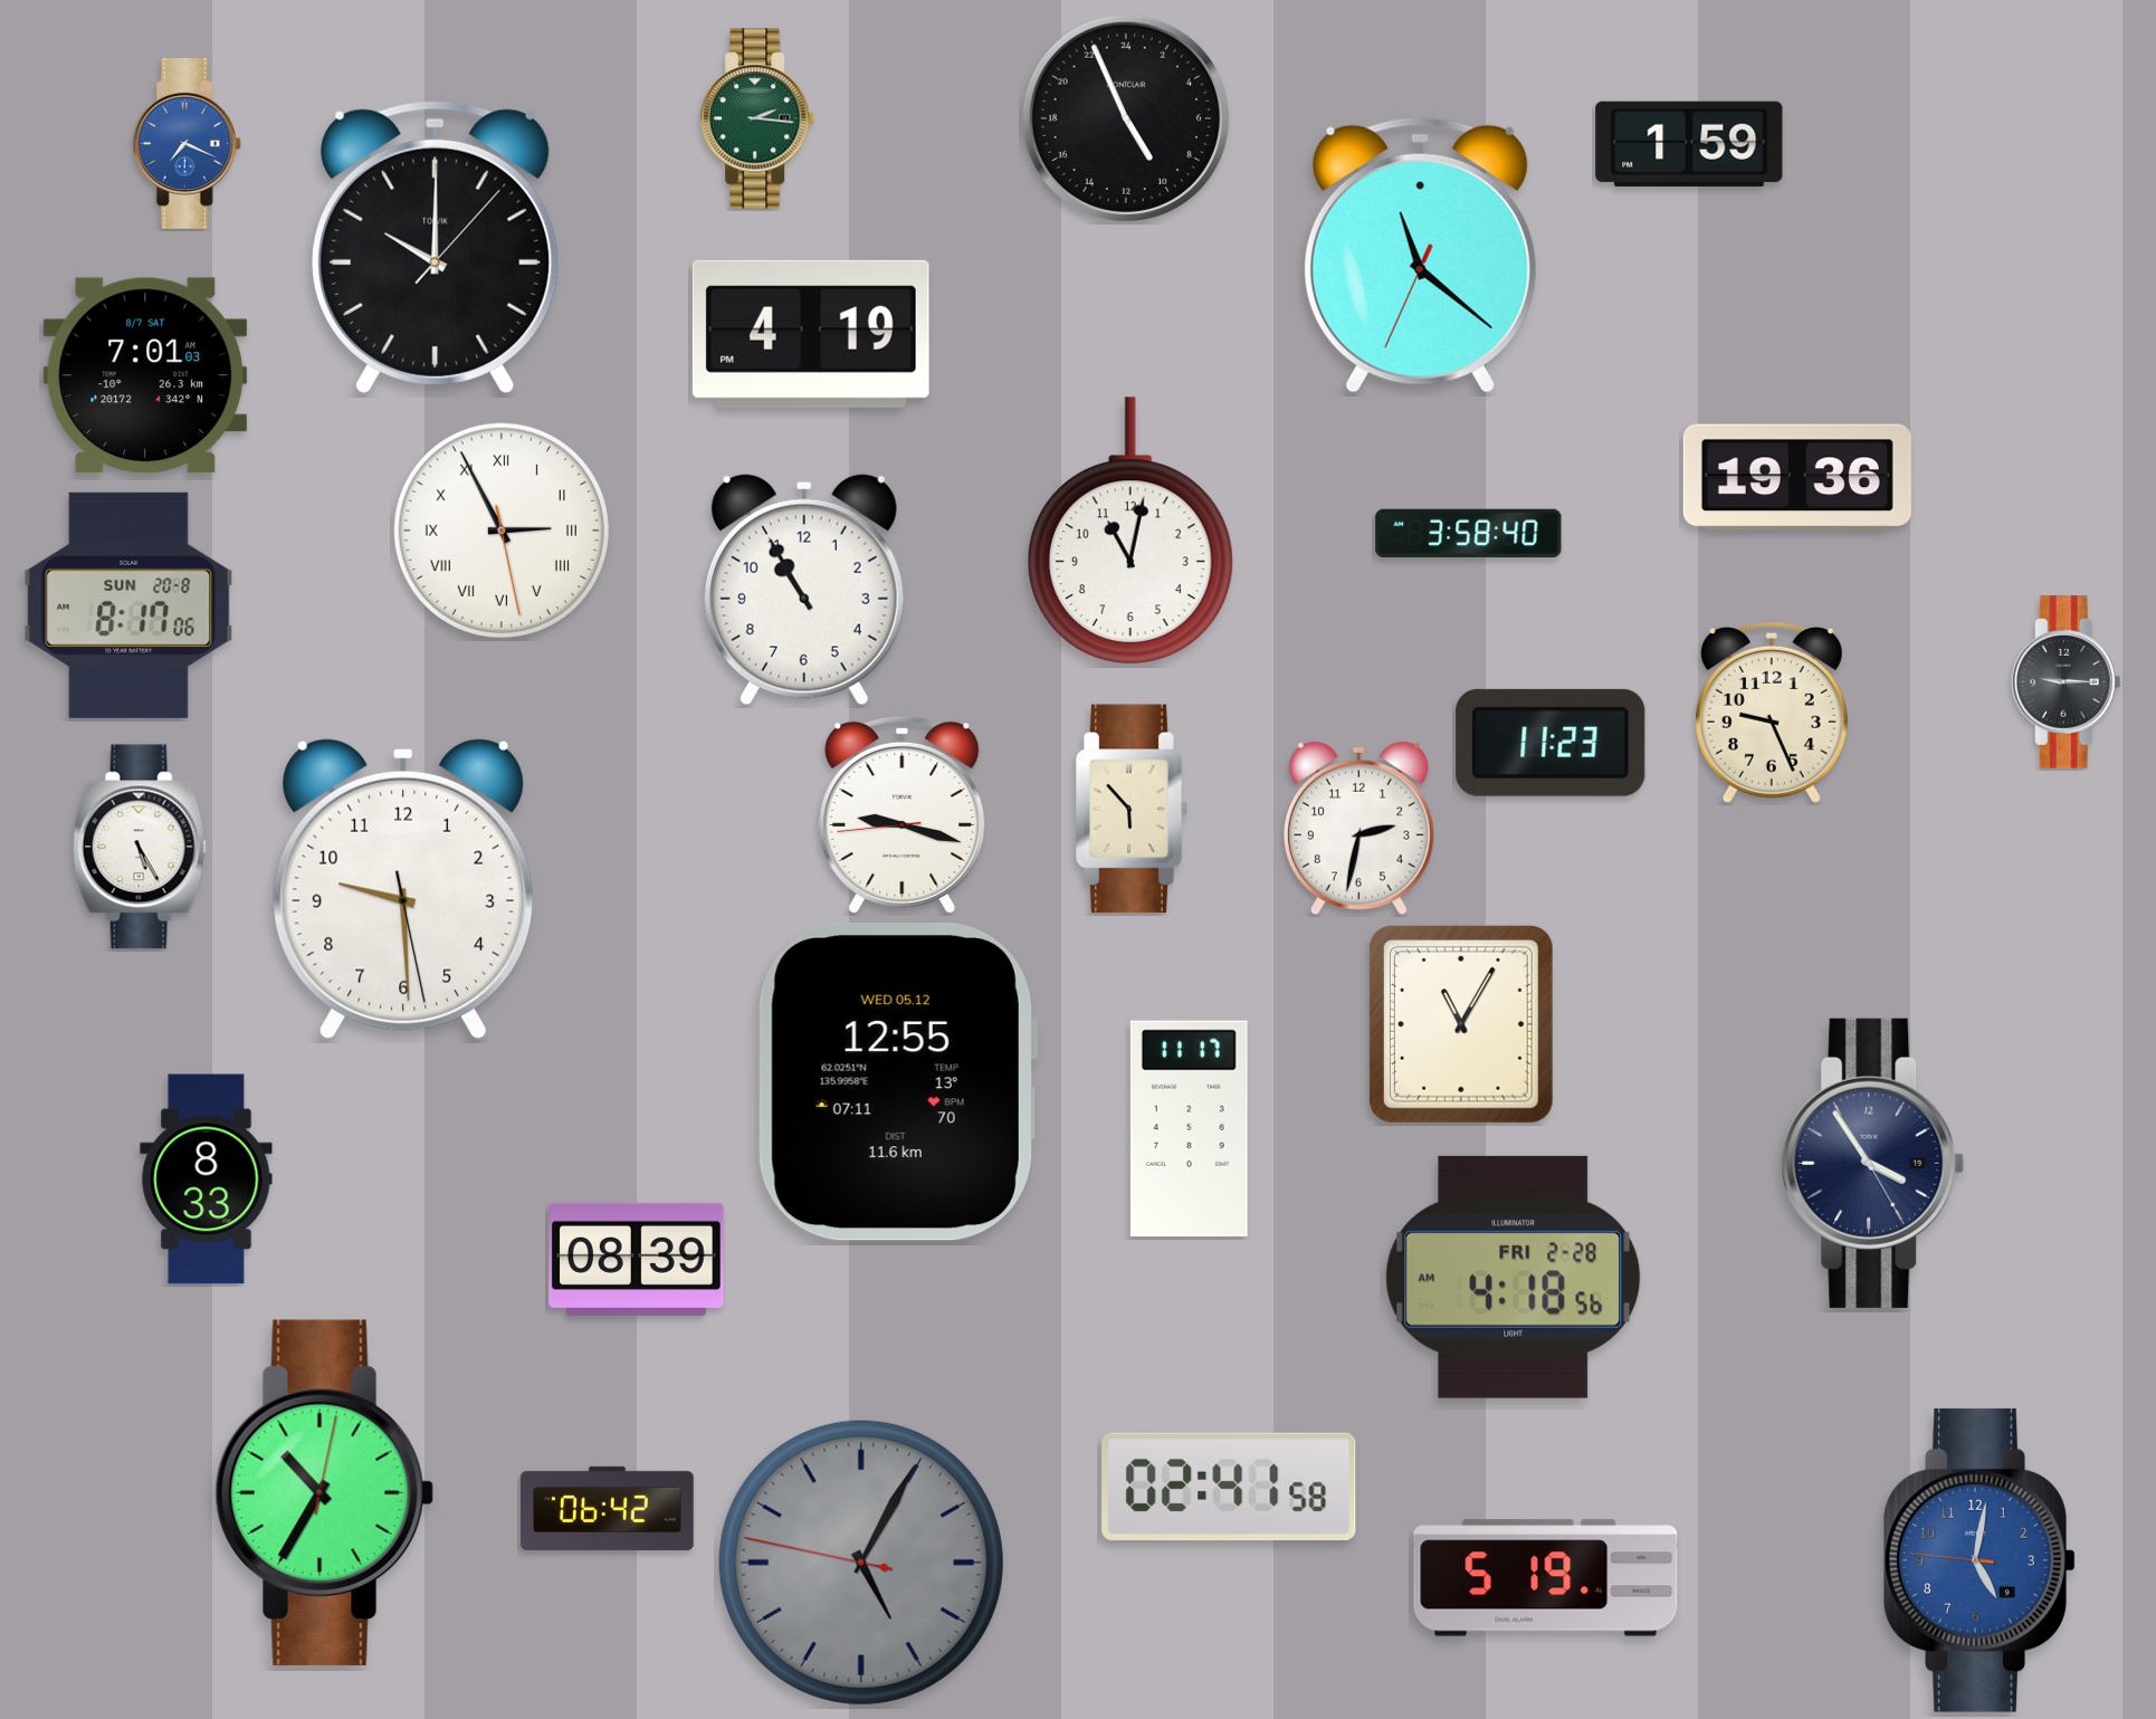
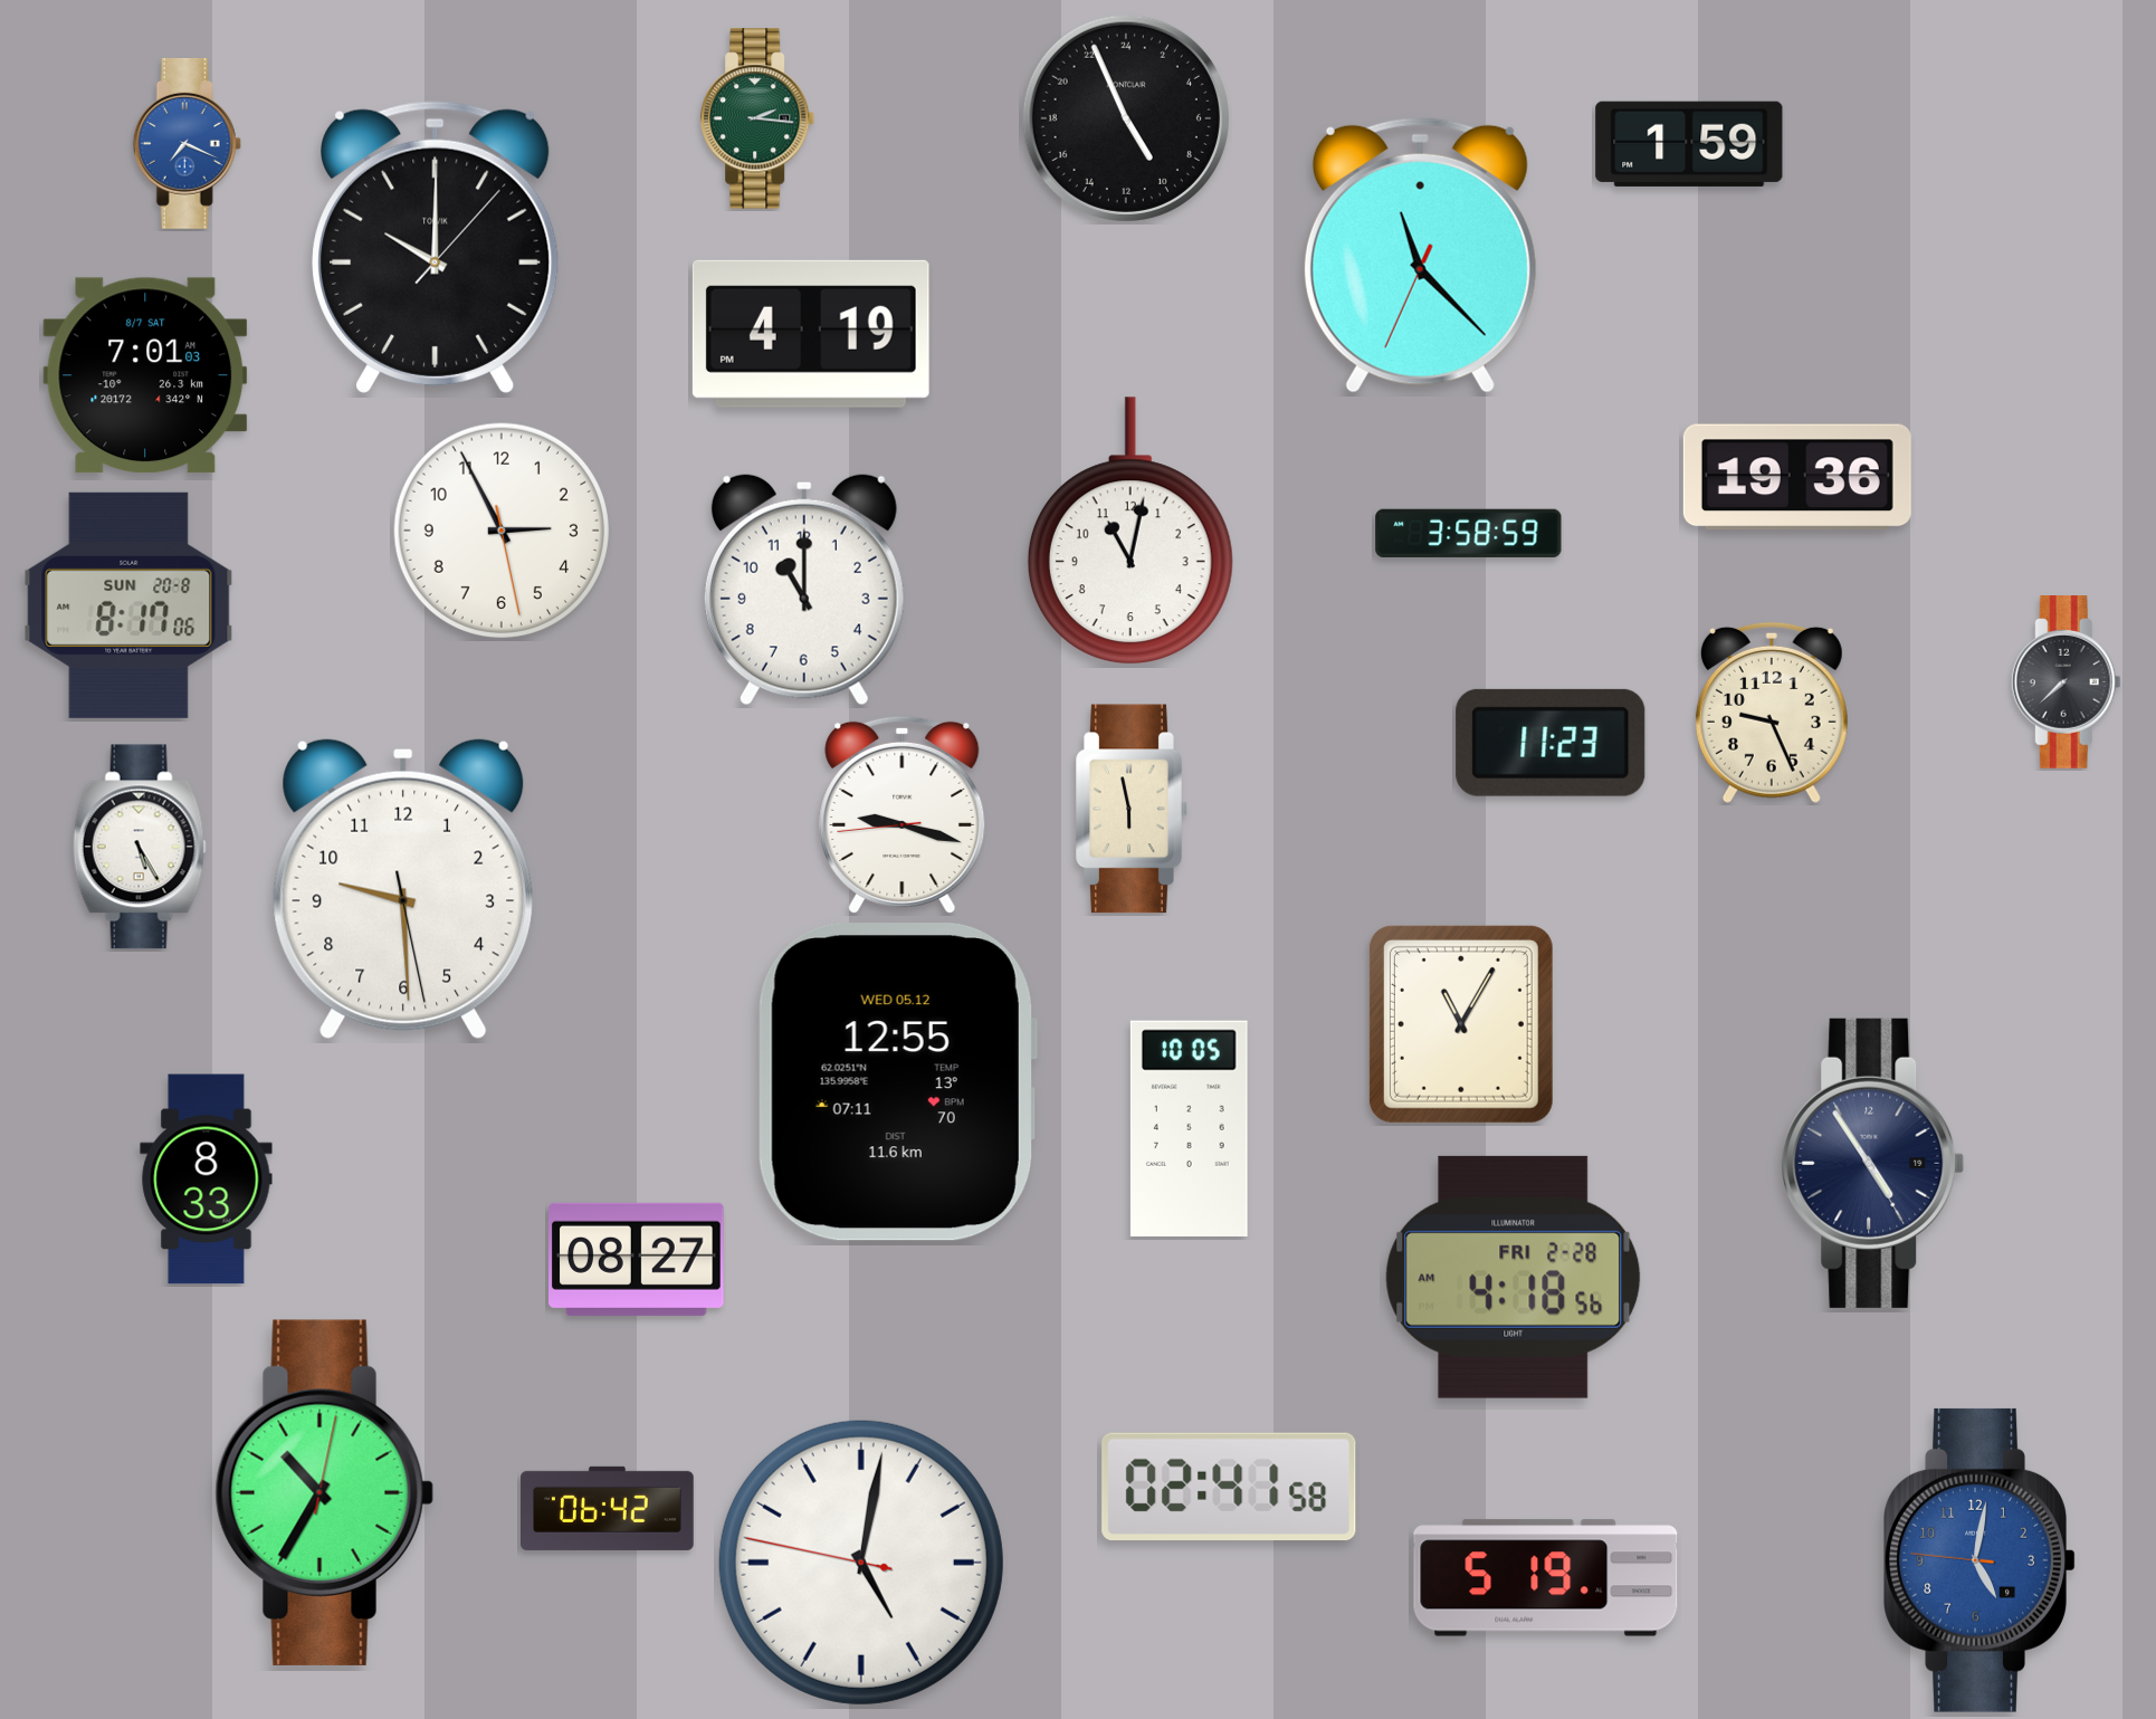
clock at (1420, 255): 11:21 -> 11:22
clock at (502, 531) numerals: Roman -> Arabic
clock at (1469, 533): 3:58:40 -> 3:58:59
clock at (804, 590): 10:55 -> 11:00
clock at (2066, 682): 9:15 -> 7:38
clock at (1132, 809): 5:53 -> 5:58
clock at (1358, 829): 2:32 -> none
clock at (1189, 1128): 11:17 -> 10:05
clock at (1873, 1163): 3:54 -> 4:54
clock at (637, 1259): 08:39 -> 08:27
clock at (861, 1563): 5:04 -> 5:01
clock at (861, 1563) dial: grey -> white
